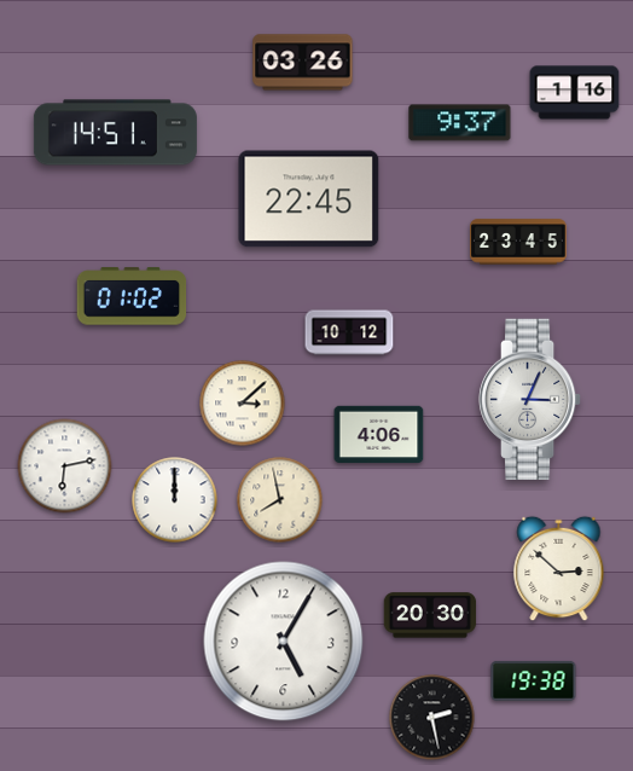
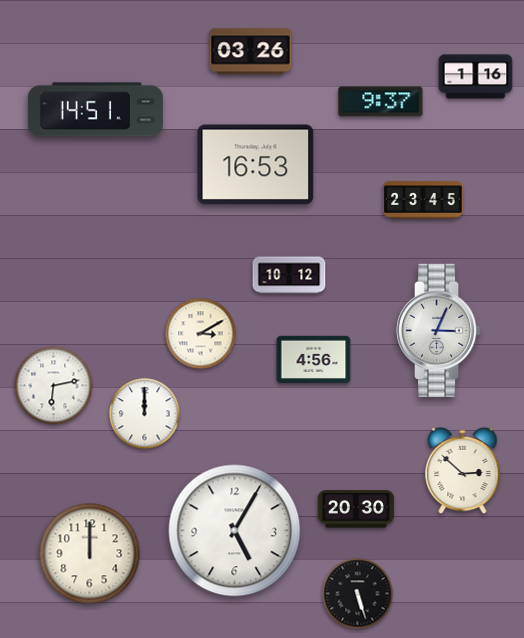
clock at (309, 199): 22:45 -> 16:53
clock at (518, 242) position: (518, 242) -> (423, 200)
clock at (132, 296): 01:02 -> none
clock at (243, 404): 3:08 -> 3:10
clock at (379, 435): 4:06 -> 4:56
clock at (280, 500): 7:58 -> none
clock at (90, 554): none -> 12:00
clock at (534, 680): 19:38 -> none
clock at (432, 718): 2:28 -> 5:27
